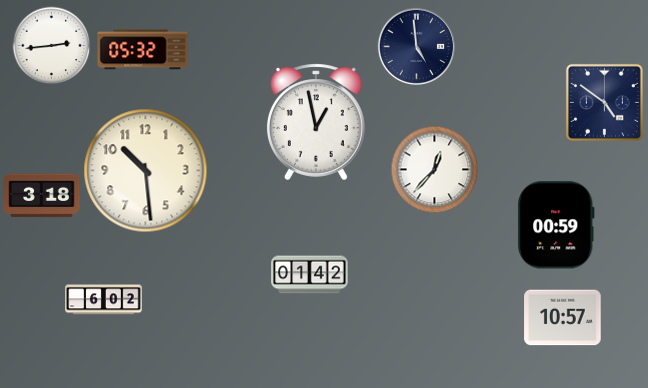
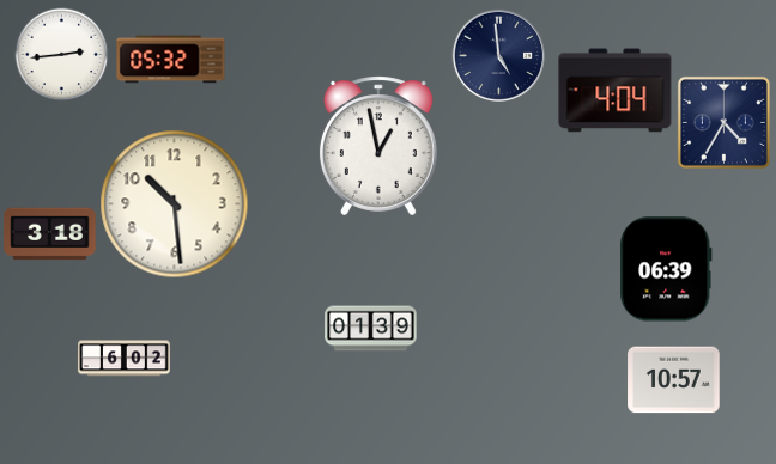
clock at (616, 91): none -> 4:04
clock at (604, 102): 4:51 -> 4:35
clock at (434, 169): 12:37 -> none
clock at (556, 225): 00:59 -> 06:39
clock at (310, 275): 01:42 -> 01:39
